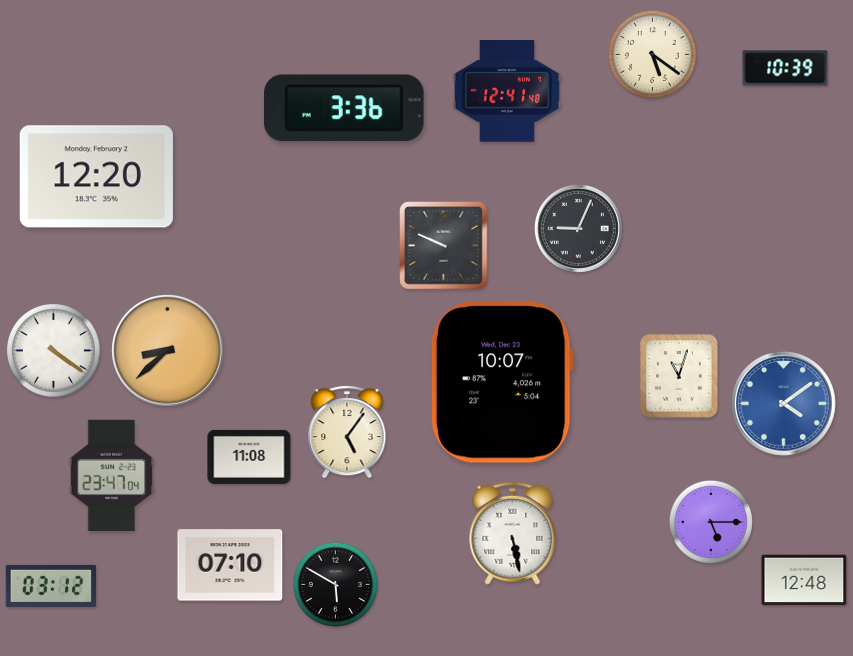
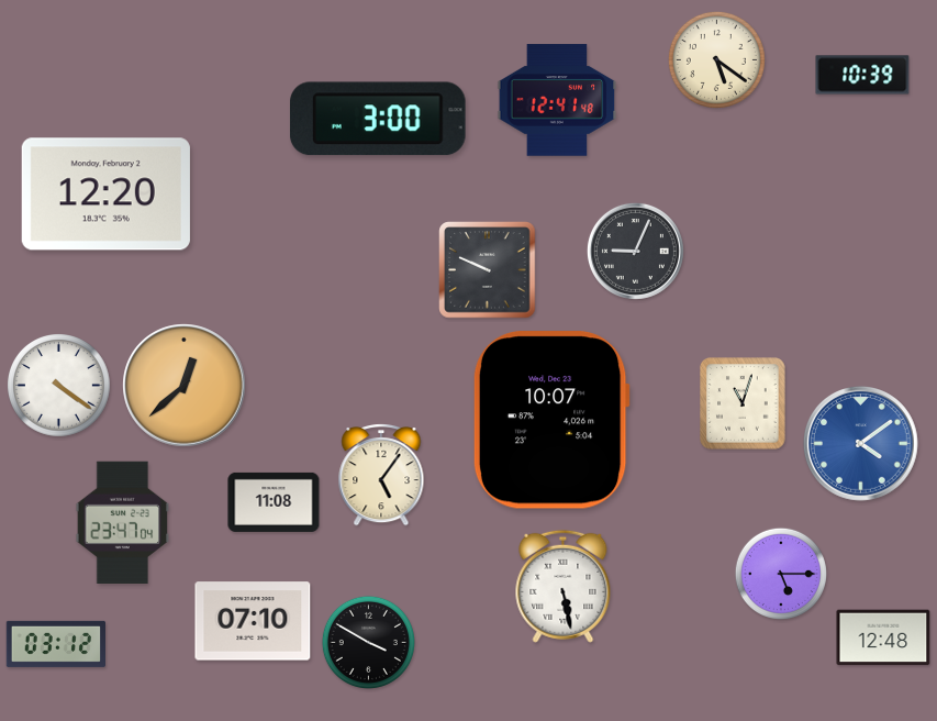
clock at (345, 108): 3:36 -> 3:00
clock at (168, 351): 8:38 -> 12:38
clock at (679, 376) position: (679, 376) -> (743, 403)
clock at (335, 584): 5:50 -> 3:50
